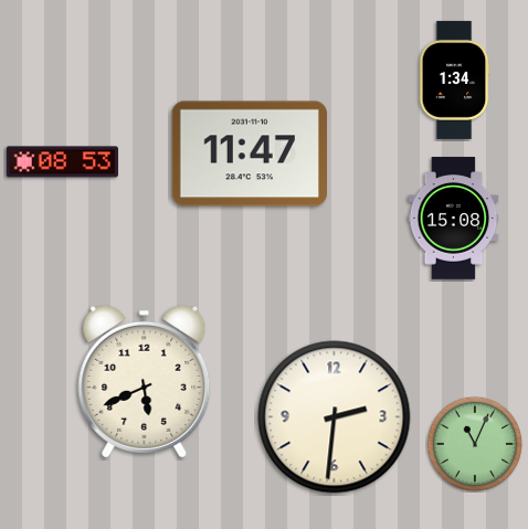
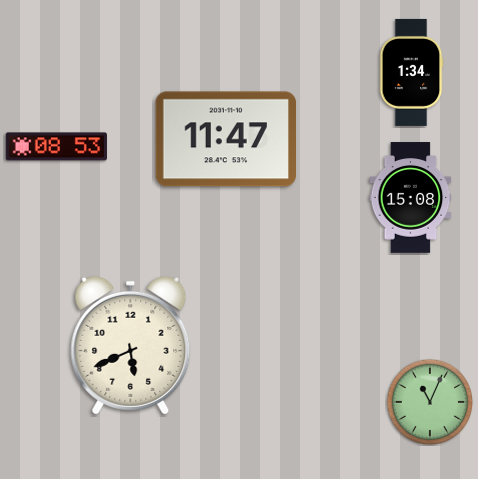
clock at (335, 417): 2:31 -> none
